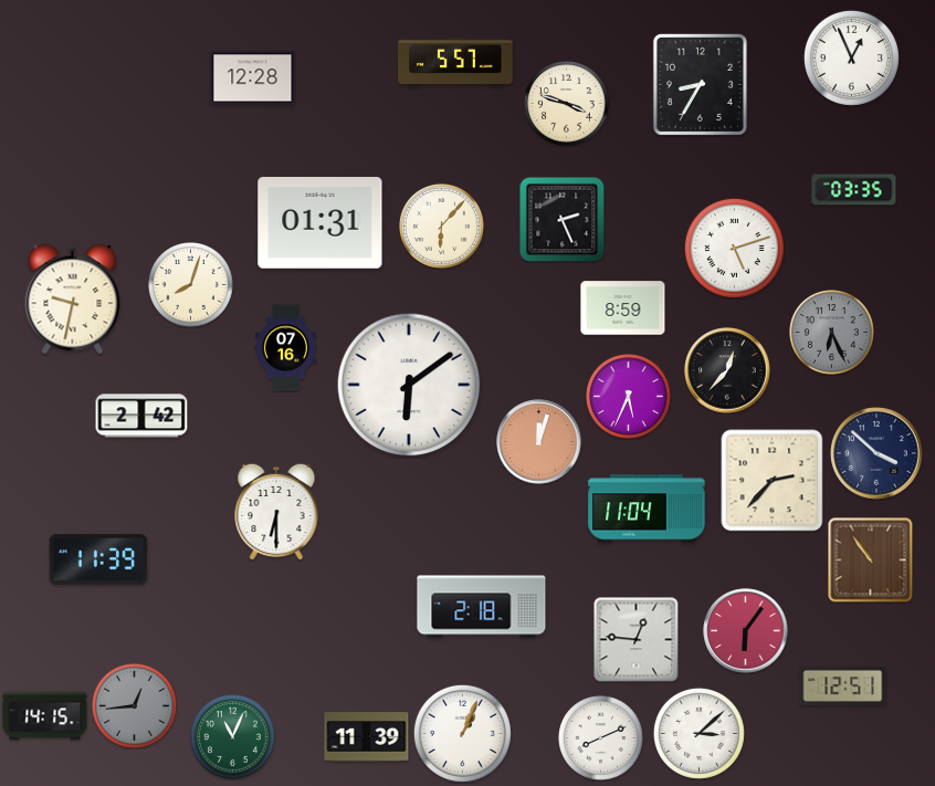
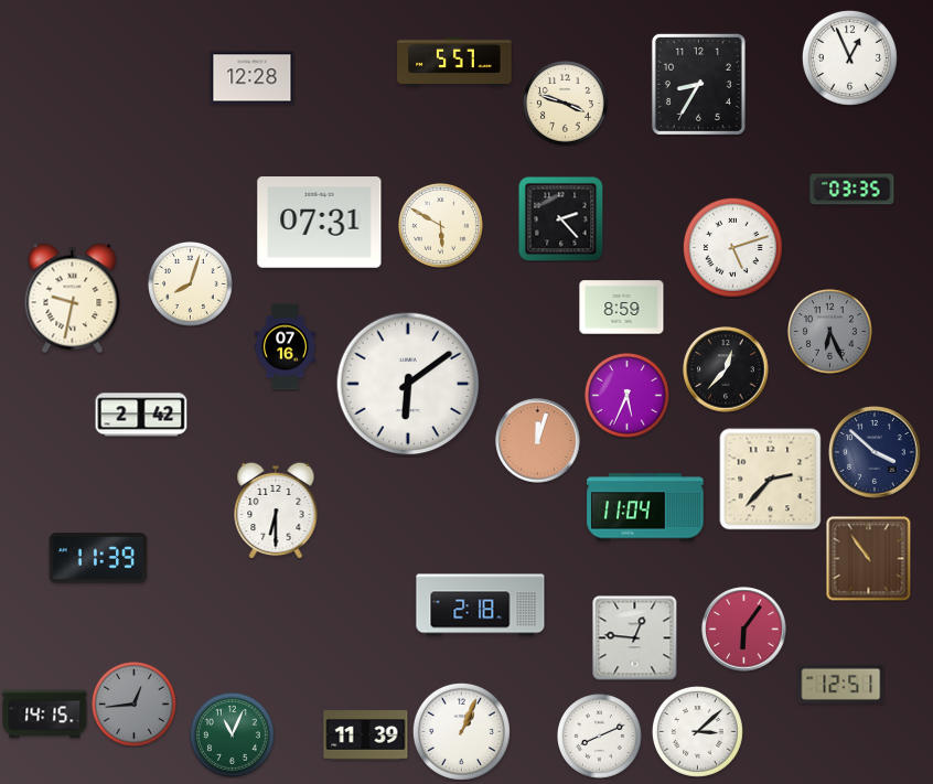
clock at (561, 219): 2:26 -> 2:23
clock at (321, 223): 01:31 -> 07:31
clock at (442, 227): 6:07 -> 5:50
